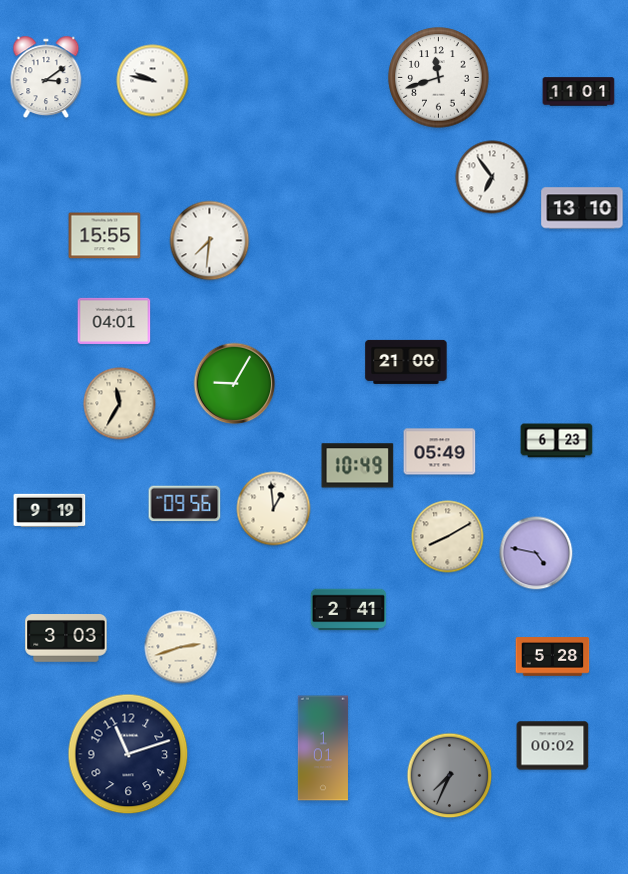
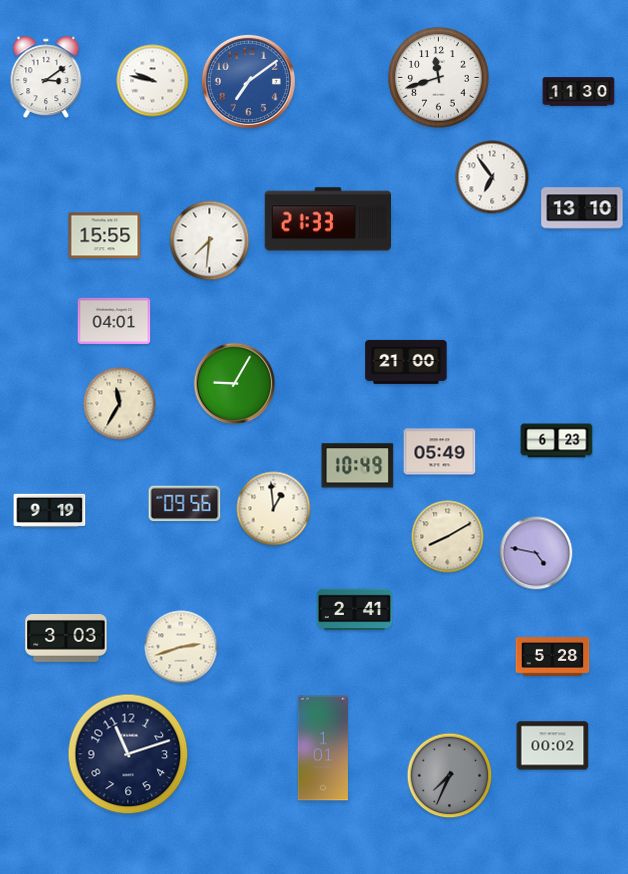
clock at (248, 81): none -> 7:09
clock at (579, 92): 11:01 -> 11:30
clock at (327, 219): none -> 21:33
clock at (349, 610) position: (349, 610) -> (355, 610)
